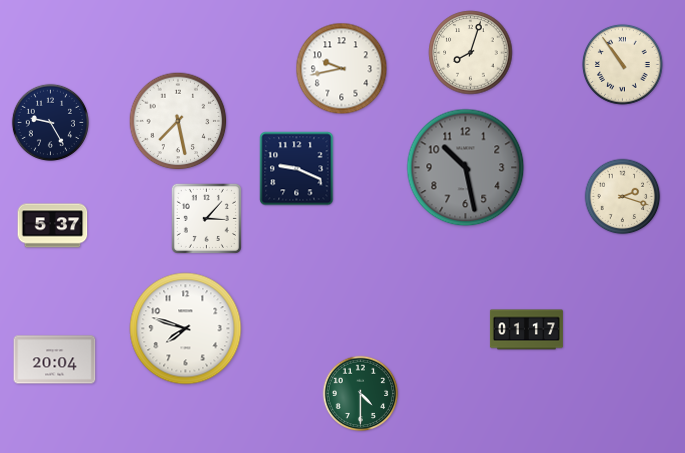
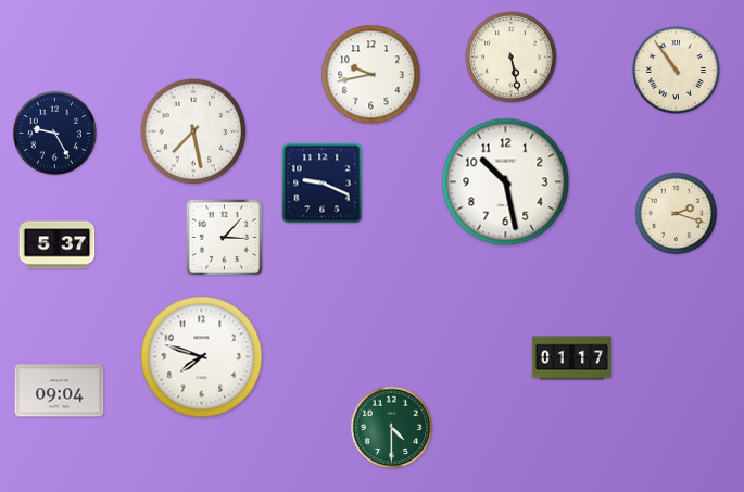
clock at (471, 53): 8:03 -> 5:28
clock at (466, 168) dial: grey -> white
clock at (55, 360): 20:04 -> 09:04
